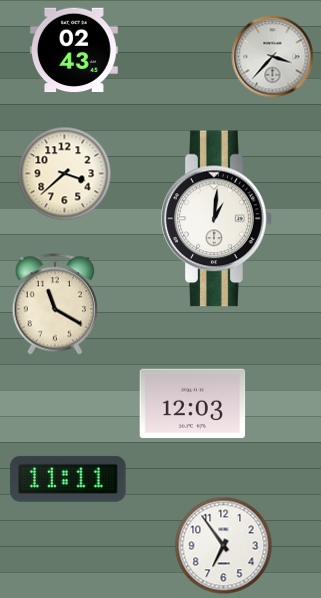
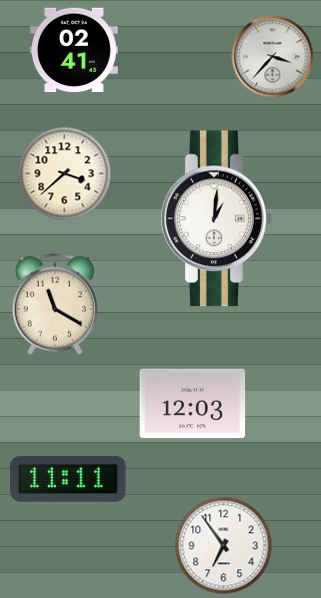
clock at (74, 50): 02:43 -> 02:41
